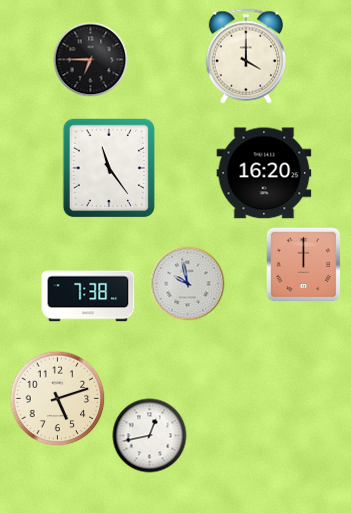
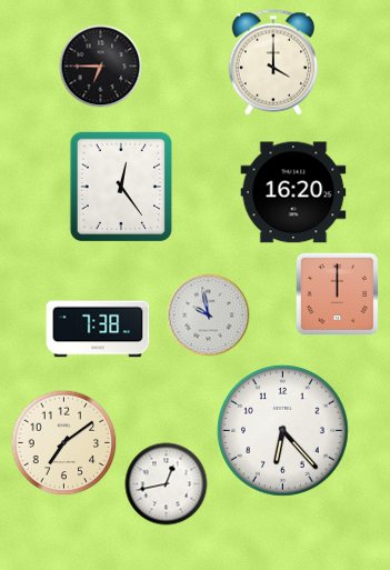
clock at (108, 167): 11:24 -> 12:24
clock at (282, 430): none -> 6:23
clock at (58, 399): 5:12 -> 7:09
